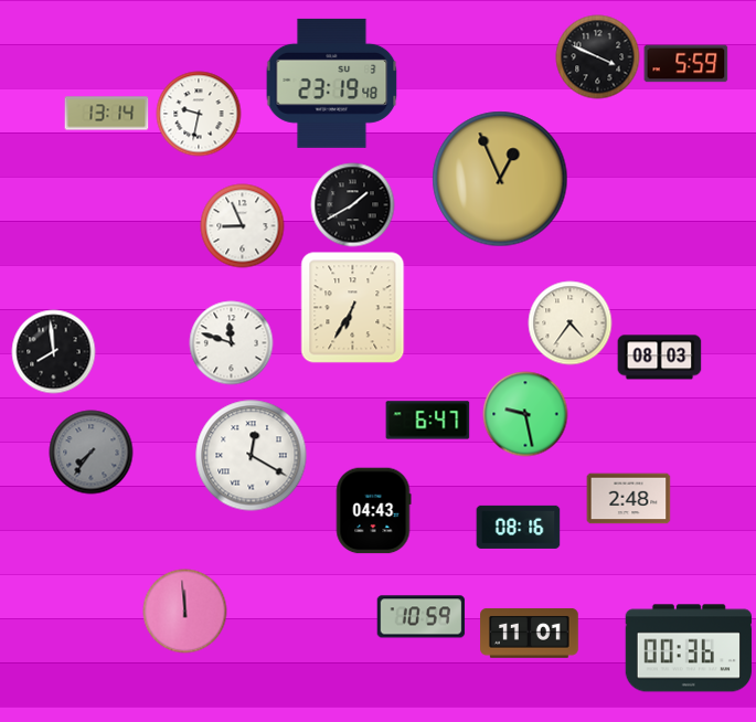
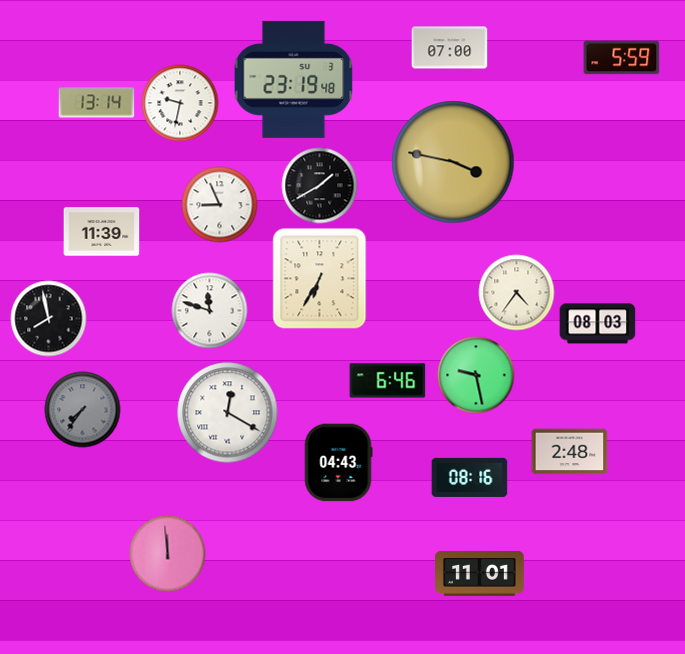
clock at (450, 48): none -> 07:00
clock at (598, 57): 3:49 -> none
clock at (332, 83) position: (332, 83) -> (294, 79)
clock at (500, 179): 12:56 -> 3:47
clock at (102, 232): none -> 11:39
clock at (54, 352): 7:59 -> 7:58
clock at (428, 421): 6:47 -> 6:46
clock at (422, 617): 10:59 -> none
clock at (688, 648): 00:36 -> none
